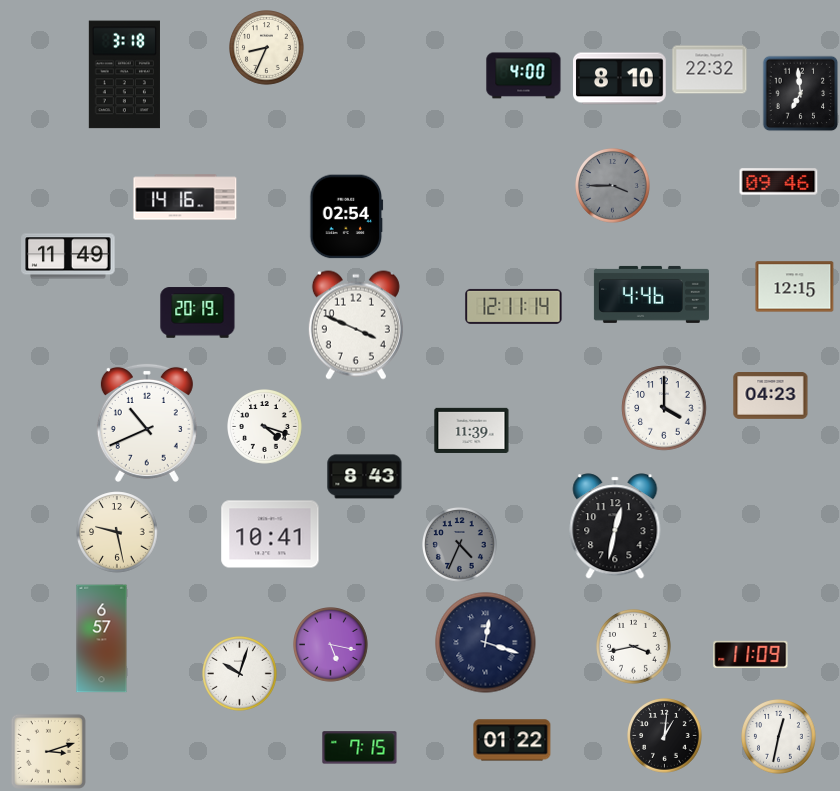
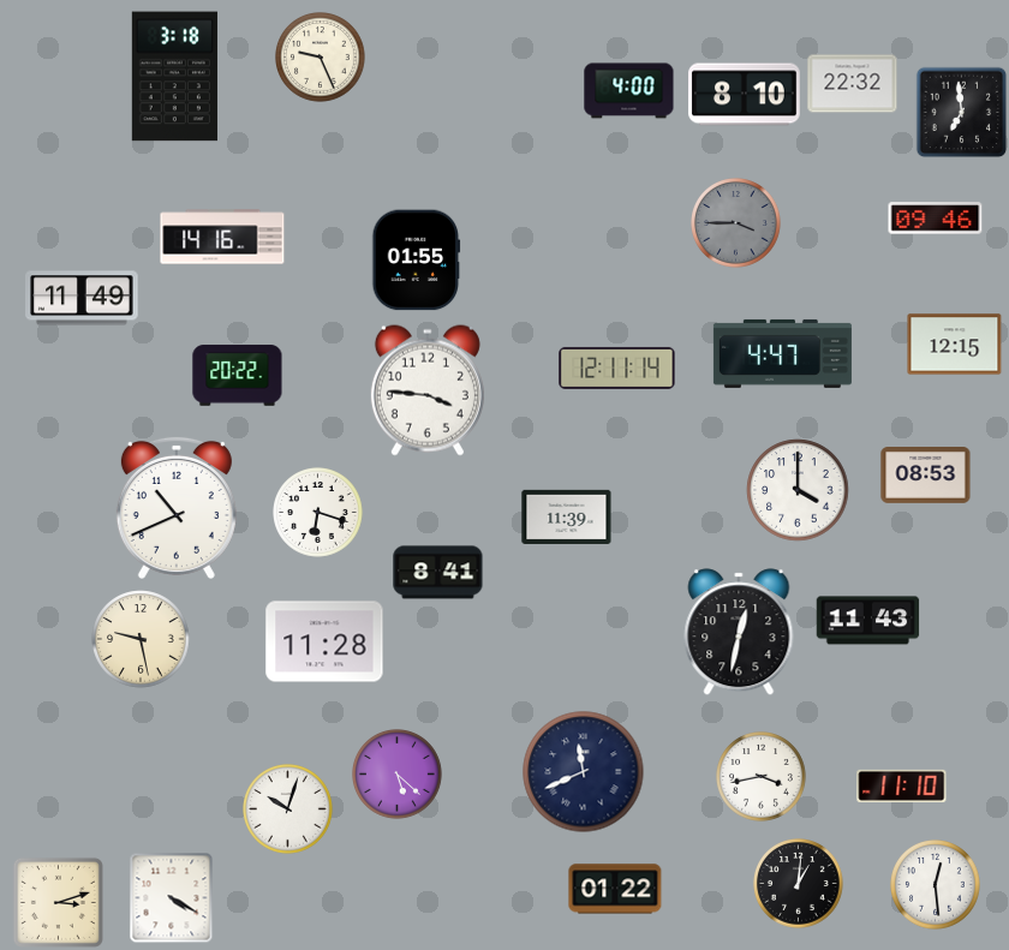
clock at (267, 48): 8:34 -> 9:26
clock at (124, 75) position: (124, 75) -> (174, 77)
clock at (347, 217): 02:54 -> 01:55
clock at (68, 256) position: (68, 256) -> (82, 298)
clock at (651, 294): 4:46 -> 4:47
clock at (198, 313): 20:19 -> 20:22
clock at (356, 325): 3:49 -> 3:46
clock at (771, 396): 04:23 -> 08:53
clock at (265, 427): 4:18 -> 6:18
clock at (365, 477): 8:43 -> 8:41
clock at (868, 621): none -> 11:43
clock at (270, 534): 10:41 -> 11:28
clock at (460, 545): 4:34 -> none
clock at (102, 639): 6:57 -> none
clock at (486, 643): 12:18 -> 11:41
clock at (331, 645): 5:17 -> 5:22
clock at (751, 654): 11:09 -> 11:10
clock at (779, 737): 12:32 -> 12:29
clock at (172, 898): none -> 4:20
clock at (360, 748): 7:15 -> none
